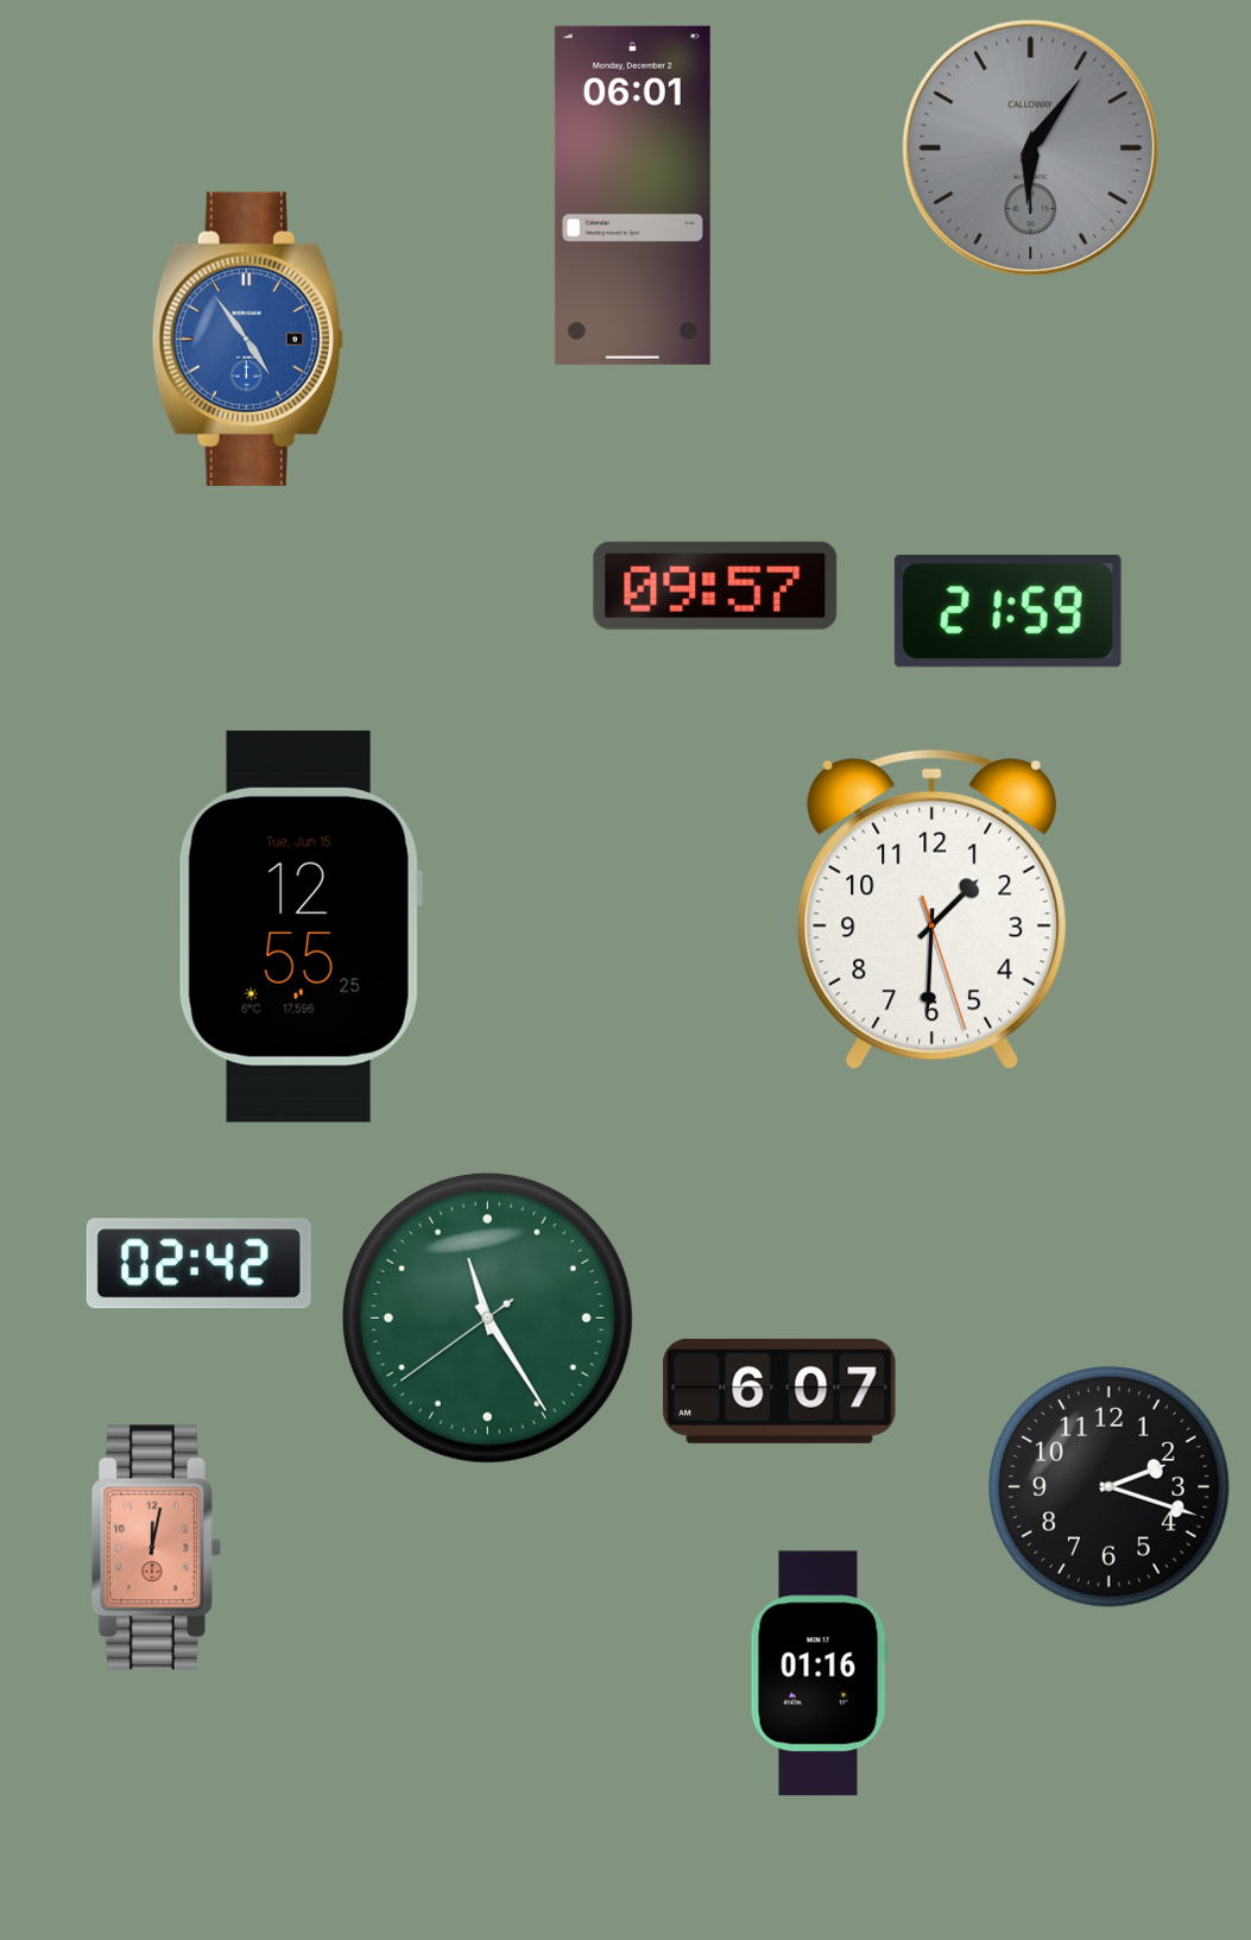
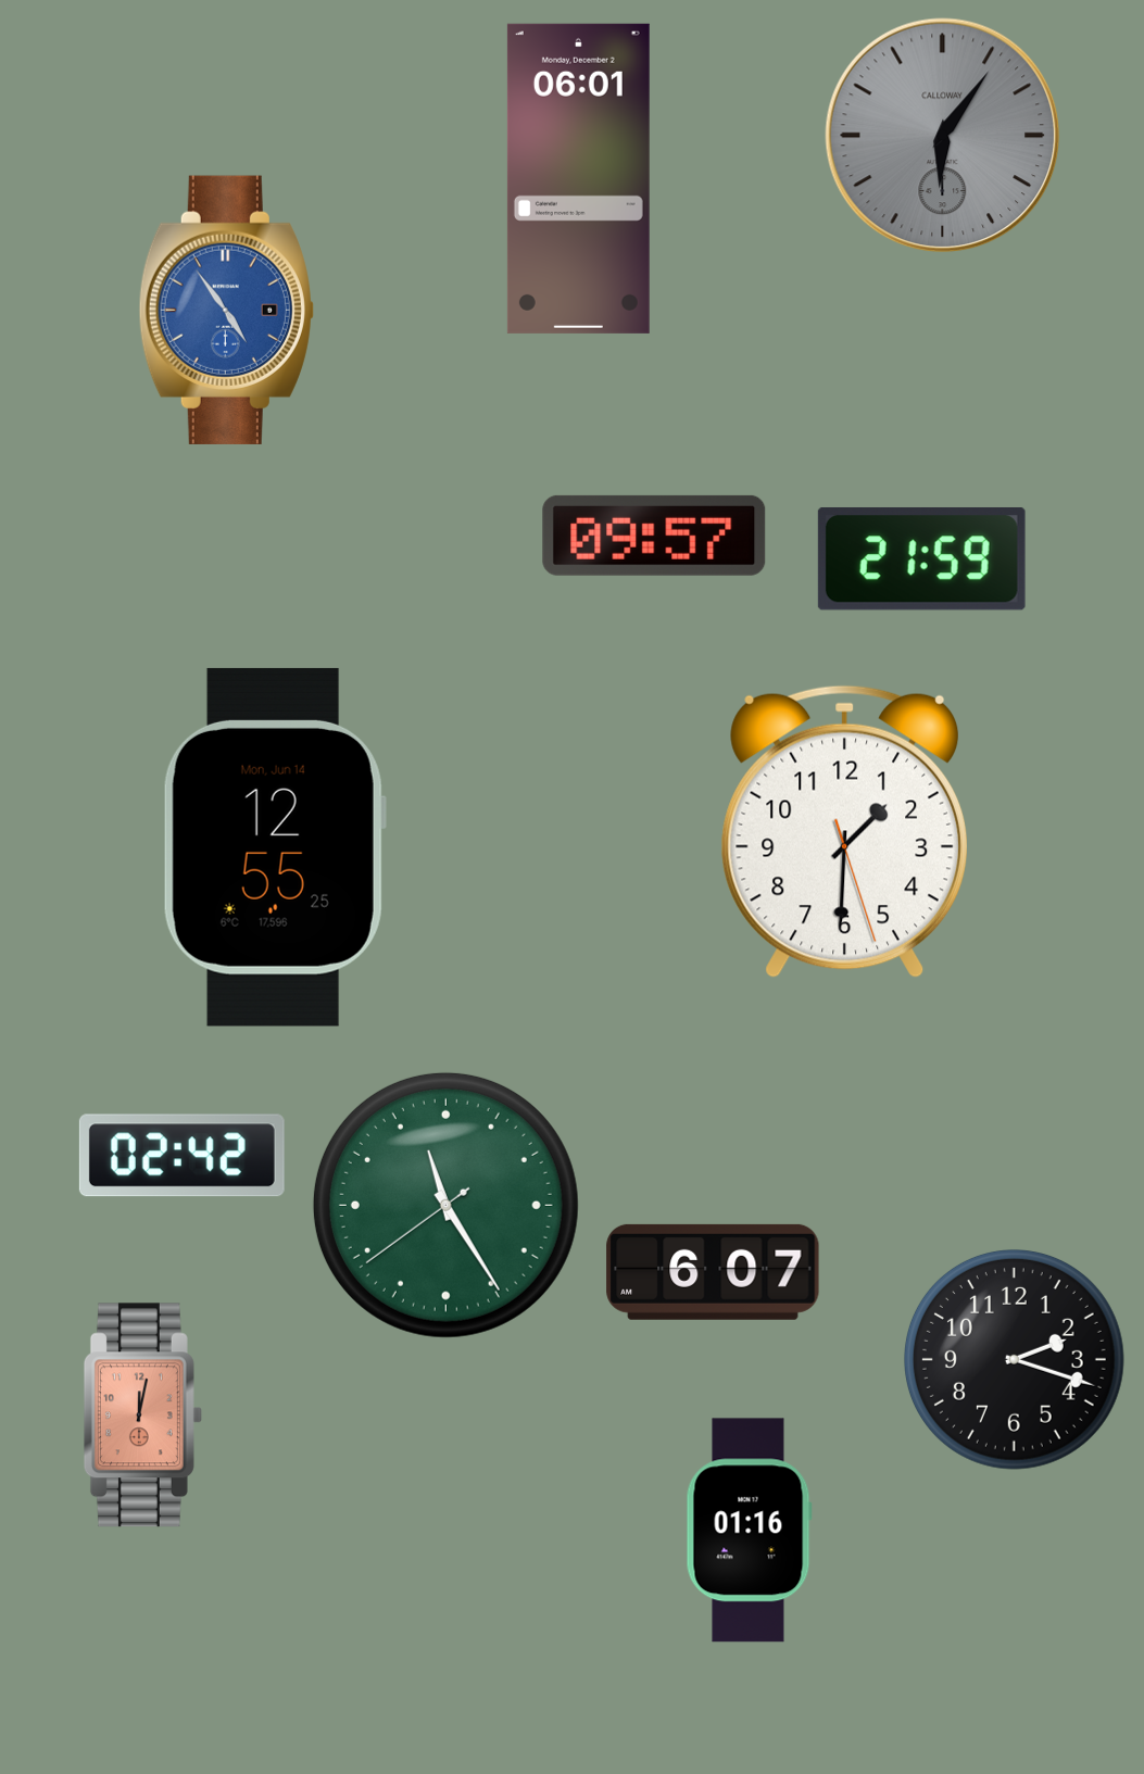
clock at (931, 909) position: (931, 909) -> (844, 831)
clock at (301, 927) date: Tue, Jun 15 -> Mon, Jun 14
